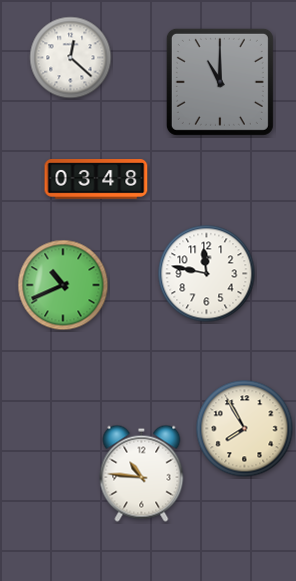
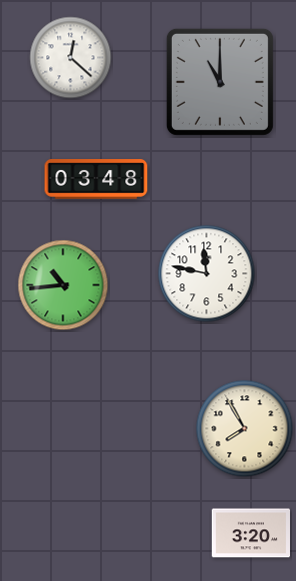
clock at (63, 285): 10:41 -> 10:44
clock at (142, 473): 10:46 -> none
clock at (251, 533): none -> 3:20
